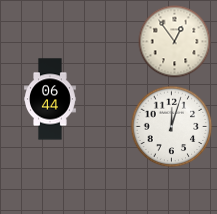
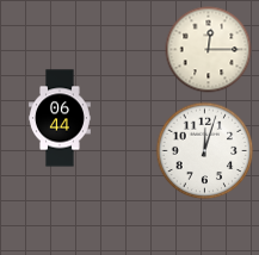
clock at (175, 42): 12:54 -> 12:15
